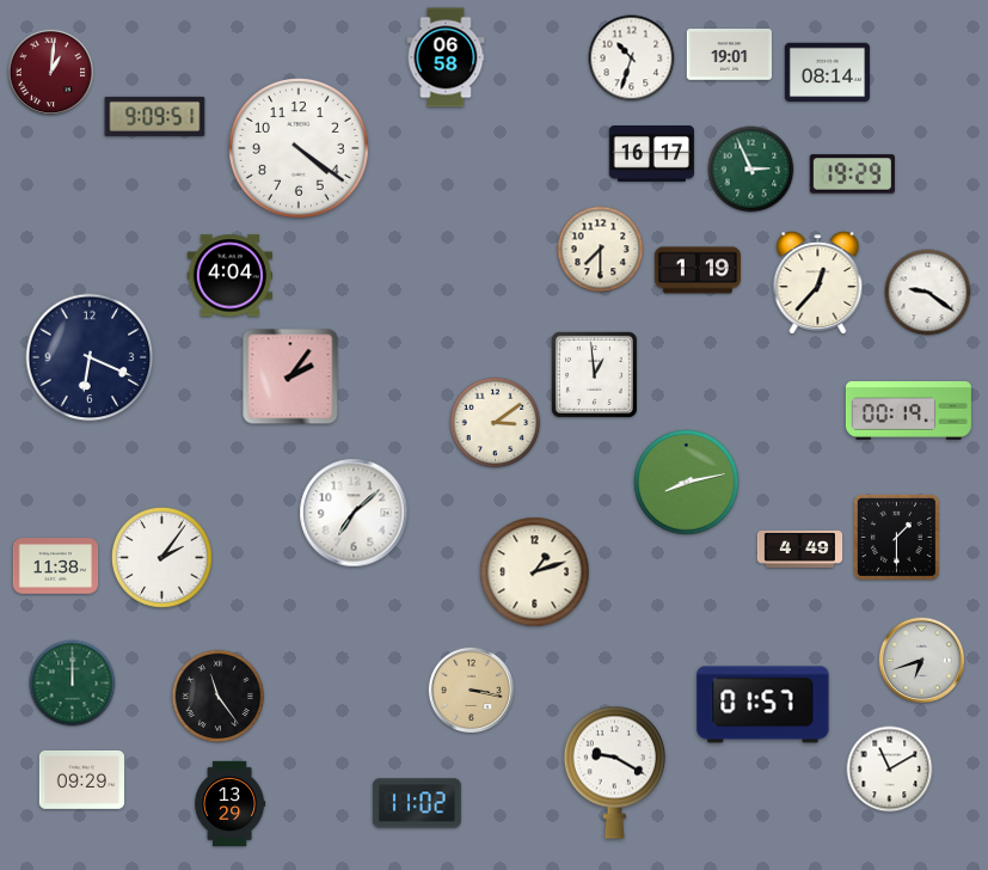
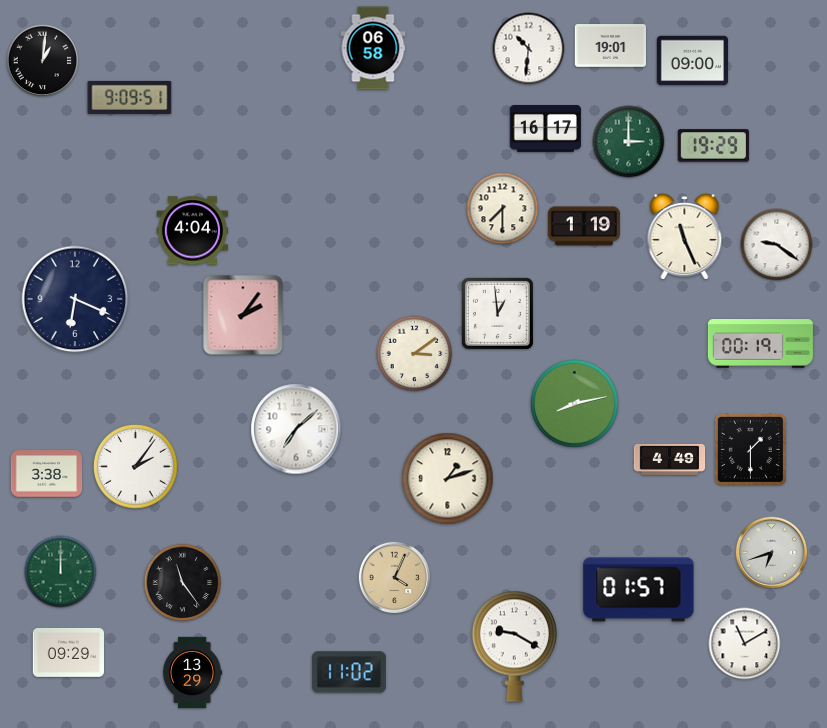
clock at (632, 59): 10:33 -> 10:31
clock at (51, 73) dial: burgundy -> black
clock at (828, 73): 08:14 -> 09:00
clock at (299, 148): 4:21 -> none
clock at (751, 170): 2:56 -> 3:00
clock at (818, 283): 12:37 -> 11:26
clock at (56, 566): 11:38 -> 3:38
clock at (472, 691): 3:17 -> 4:04
